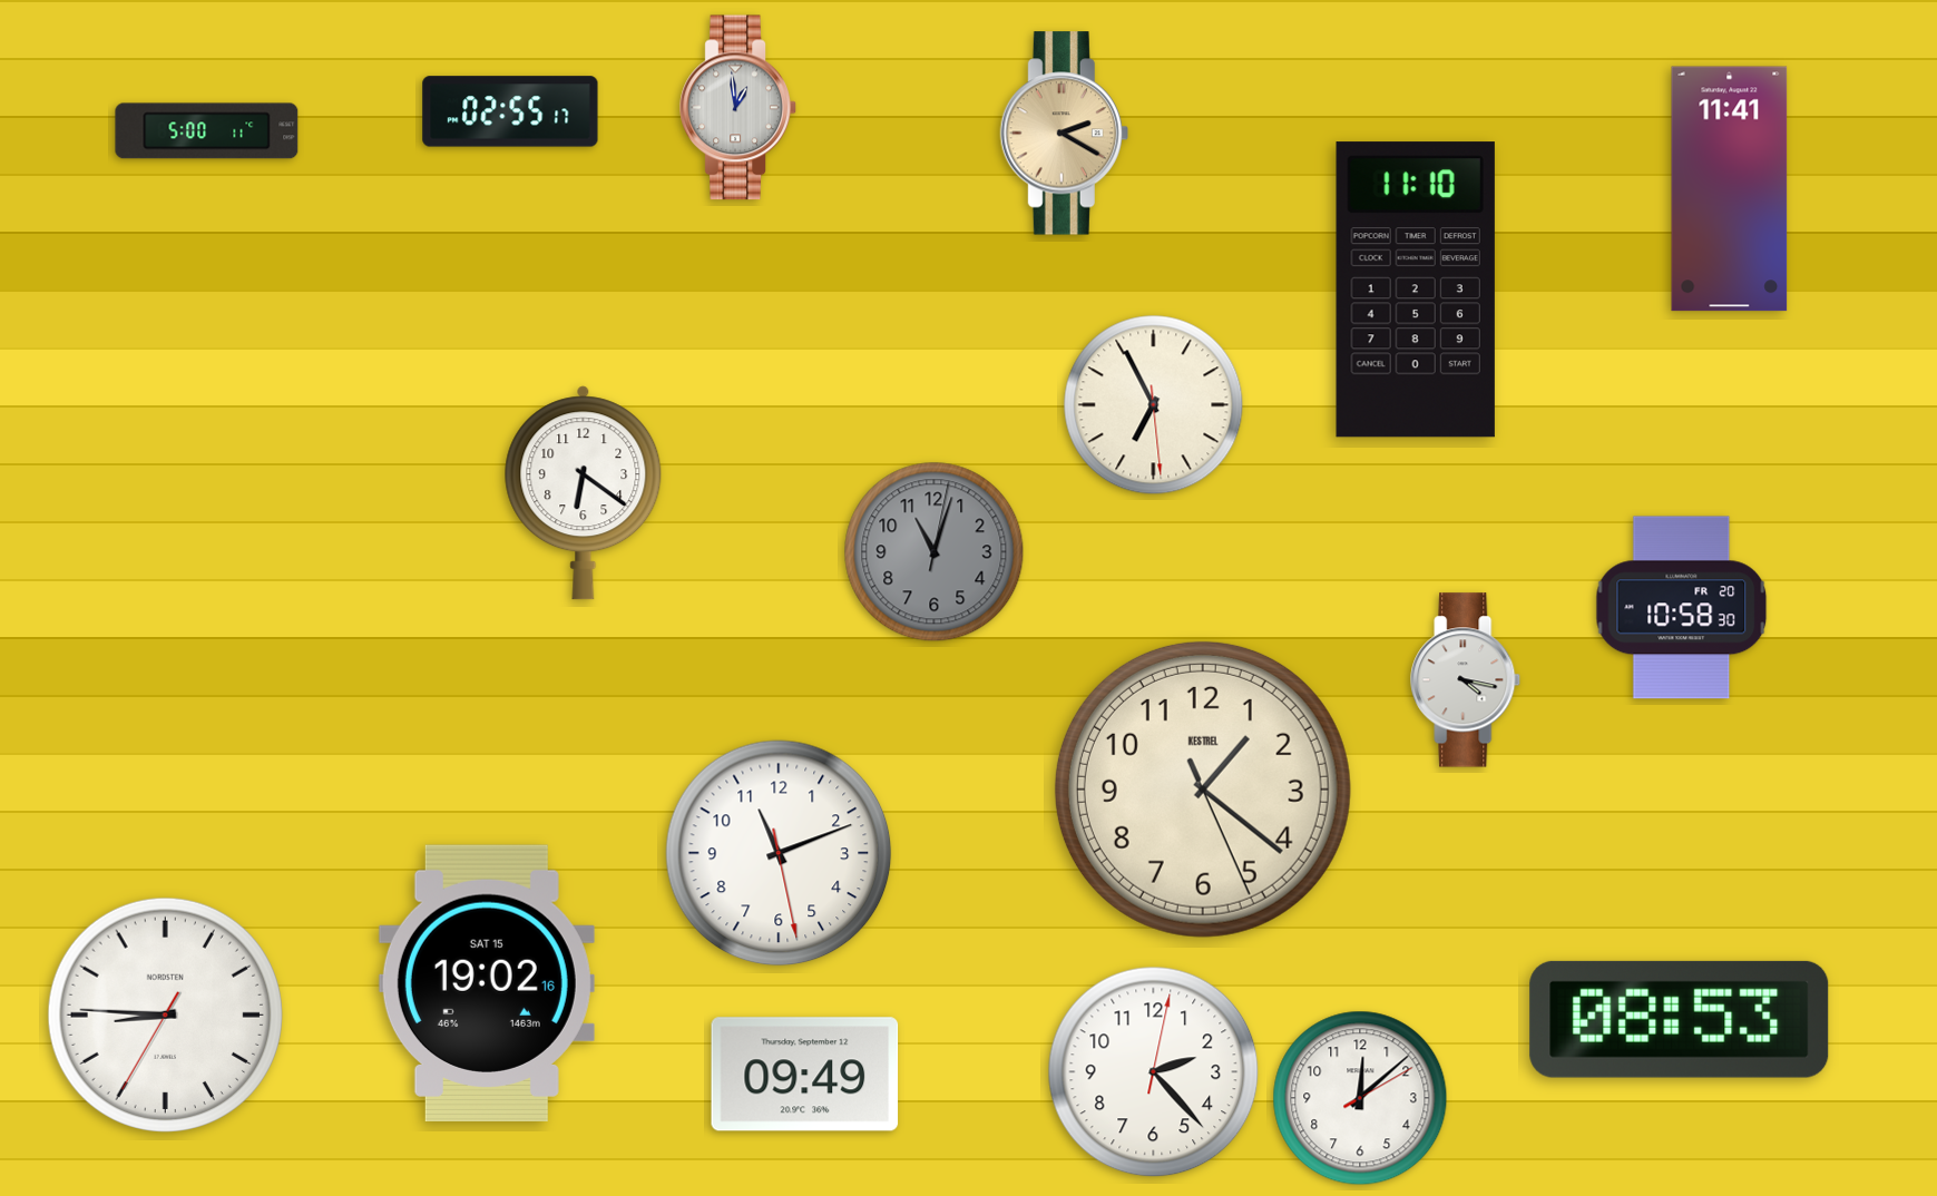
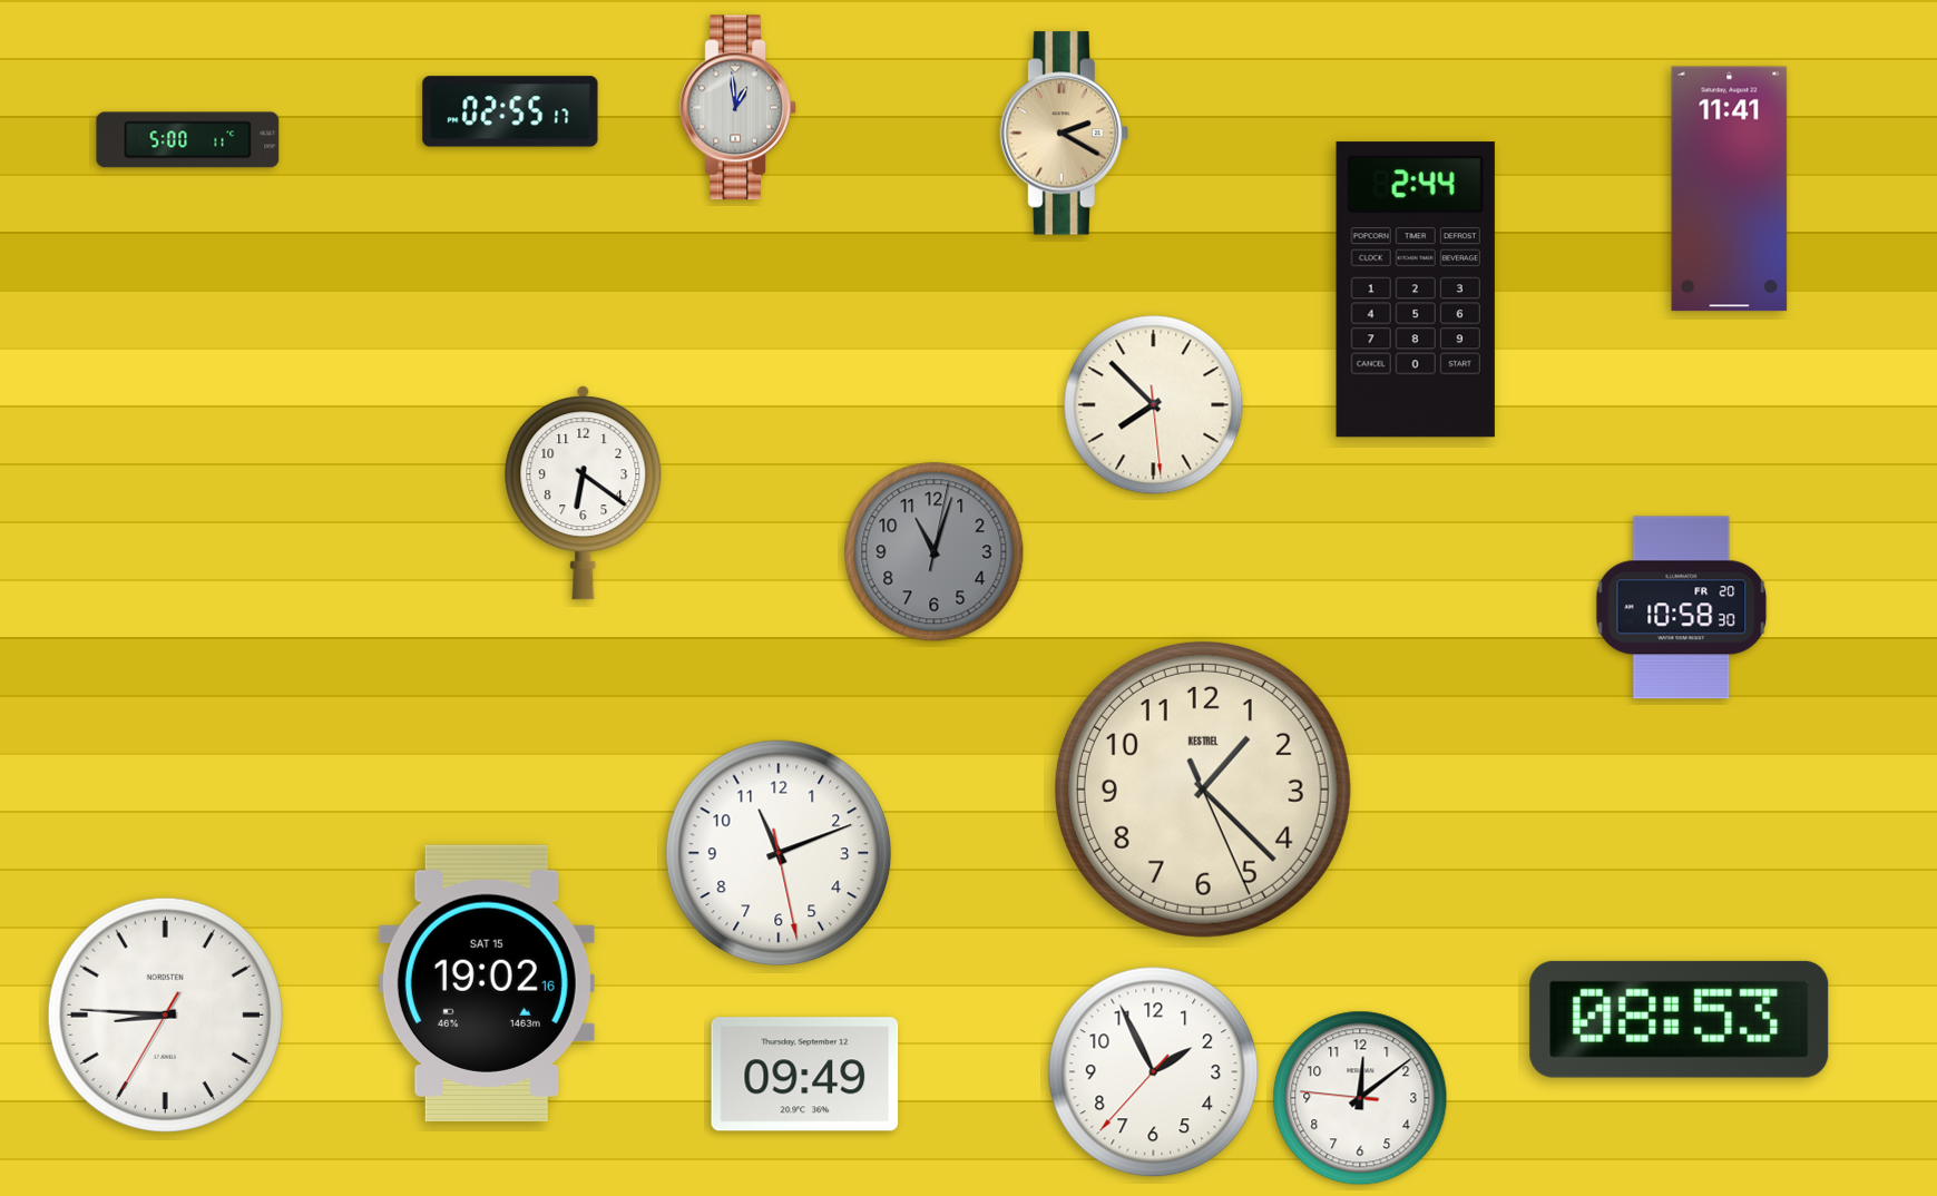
clock at (207, 131) position: (207, 131) -> (188, 140)
clock at (1416, 290): 11:10 -> 2:44
clock at (1154, 405): 6:55 -> 7:52
clock at (1466, 680): 4:17 -> none
clock at (1203, 790): 1:21 -> 1:22
clock at (1154, 1072): 2:23 -> 1:55
clock at (1360, 1098): 12:08:10 -> 12:08:46
